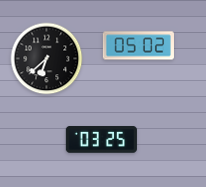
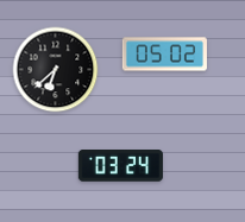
clock at (101, 140): 03:25 -> 03:24
